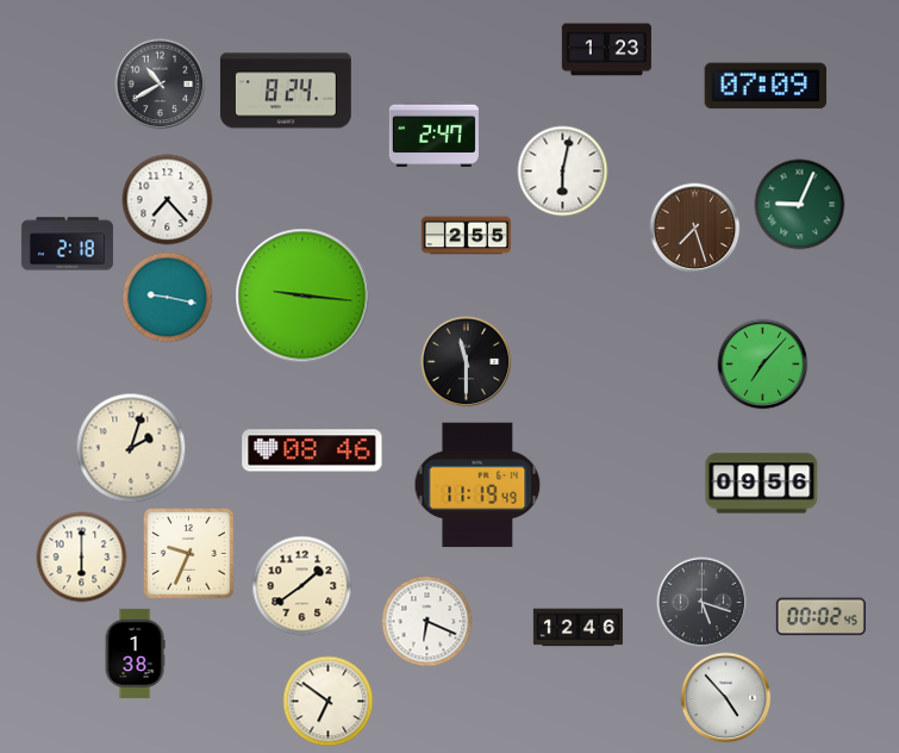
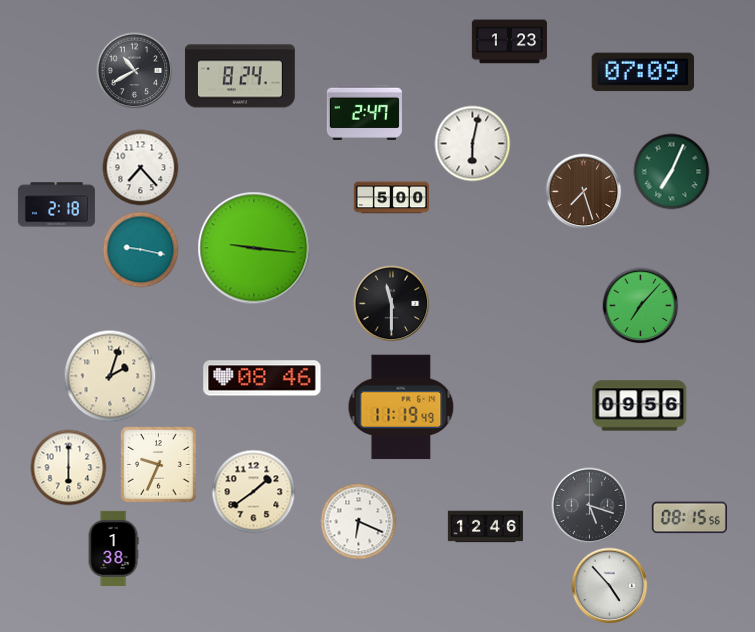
clock at (800, 205): 9:04 -> 7:04
clock at (466, 236): 2:55 -> 5:00
clock at (820, 617): 00:02 -> 08:15
clock at (329, 702): 6:51 -> none
